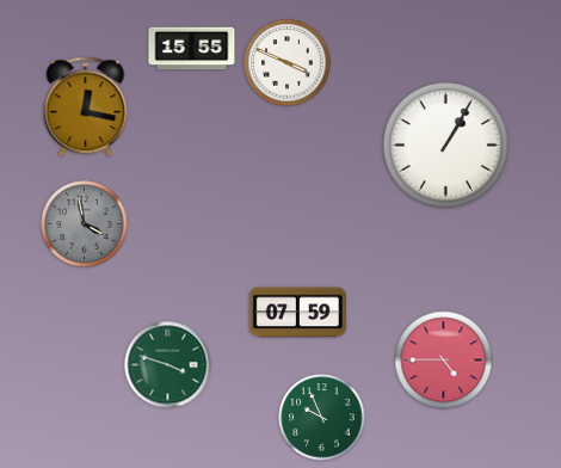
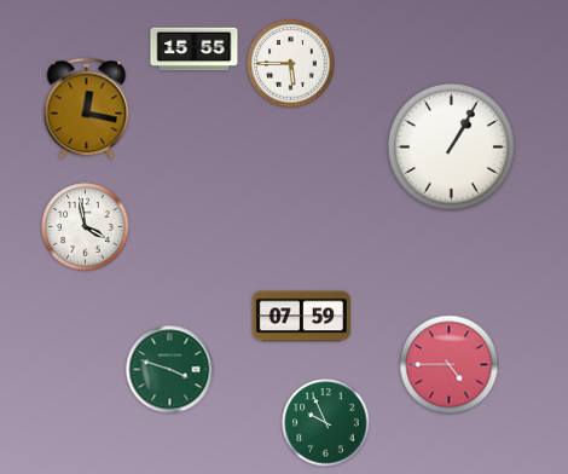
clock at (288, 63): 3:49 -> 5:45
clock at (85, 224) dial: grey -> white
